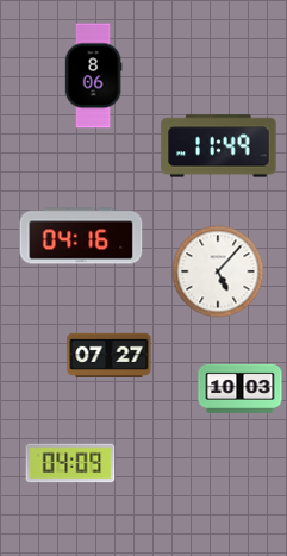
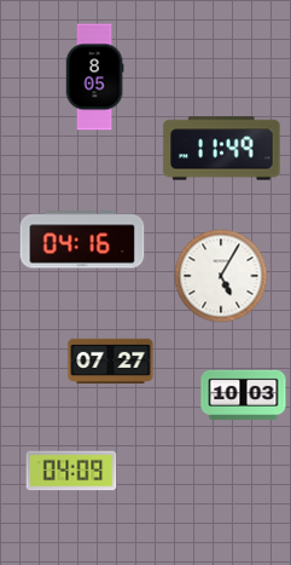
clock at (93, 76): 8:06 -> 8:05
clock at (218, 271): 5:07 -> 5:05
